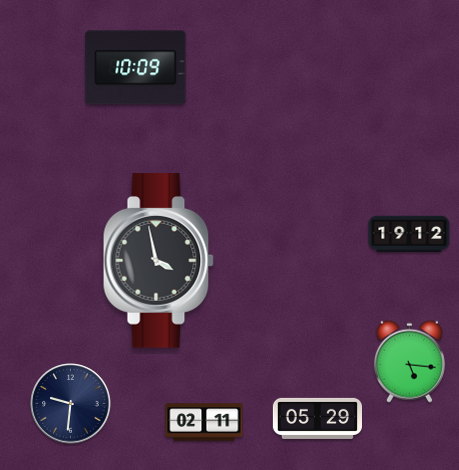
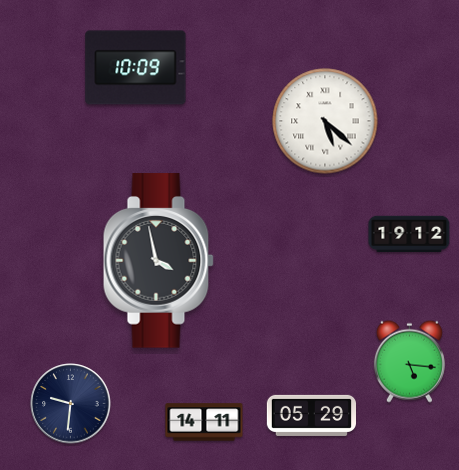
clock at (325, 121): none -> 5:22
clock at (317, 418) position: (317, 418) -> (311, 415)
clock at (204, 422): 02:11 -> 14:11
